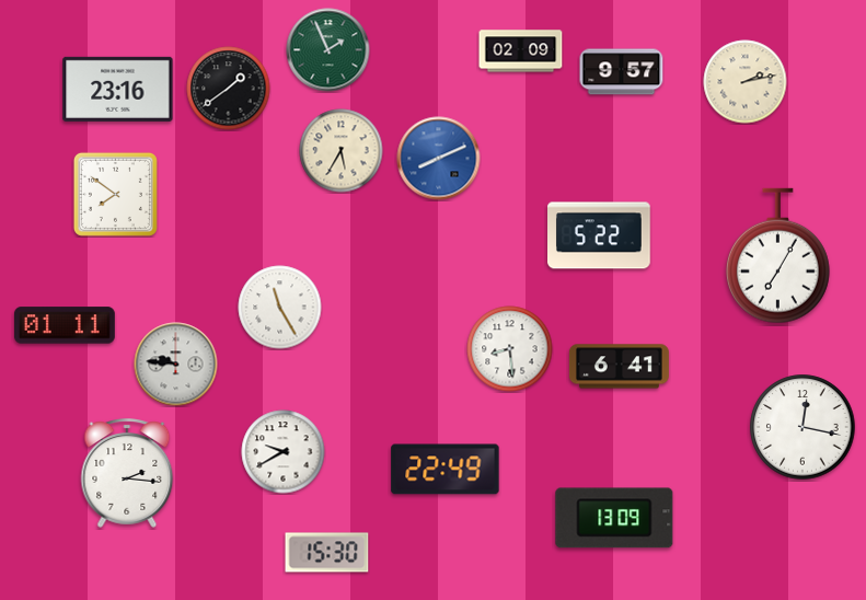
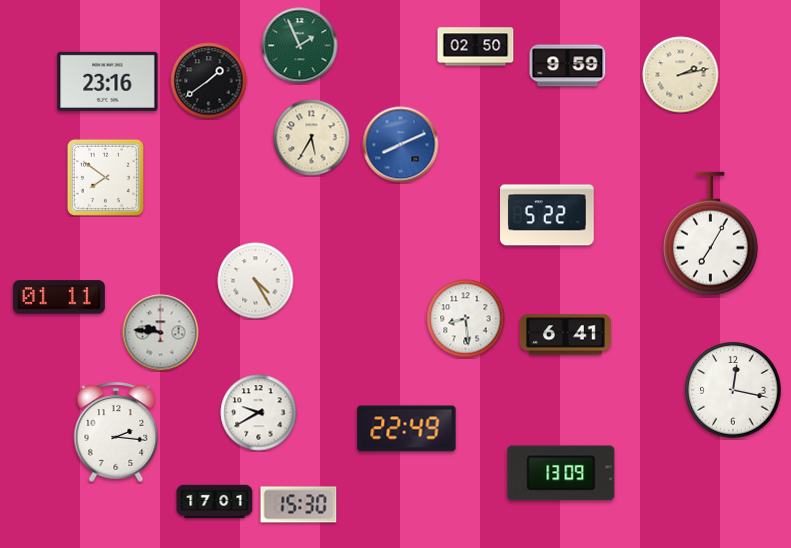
clock at (521, 51): 02:09 -> 02:50
clock at (622, 72): 9:57 -> 9:59
clock at (280, 308): 11:25 -> 4:25
clock at (215, 502): none -> 17:01
